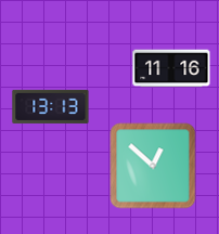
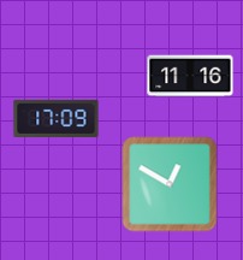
clock at (51, 106): 13:13 -> 17:09
clock at (153, 166): 12:52 -> 12:50
